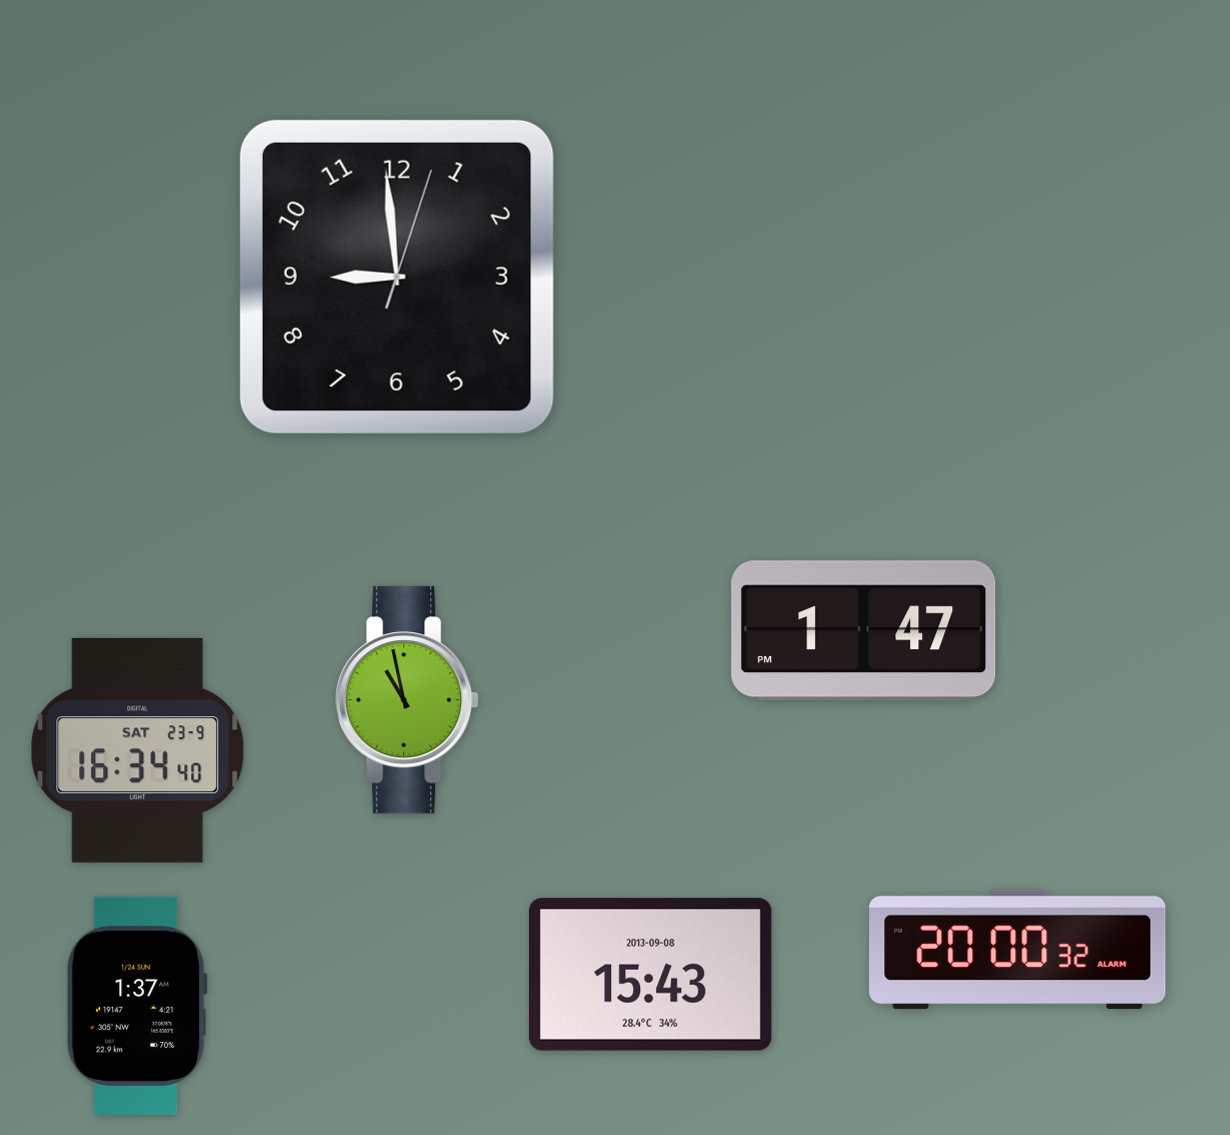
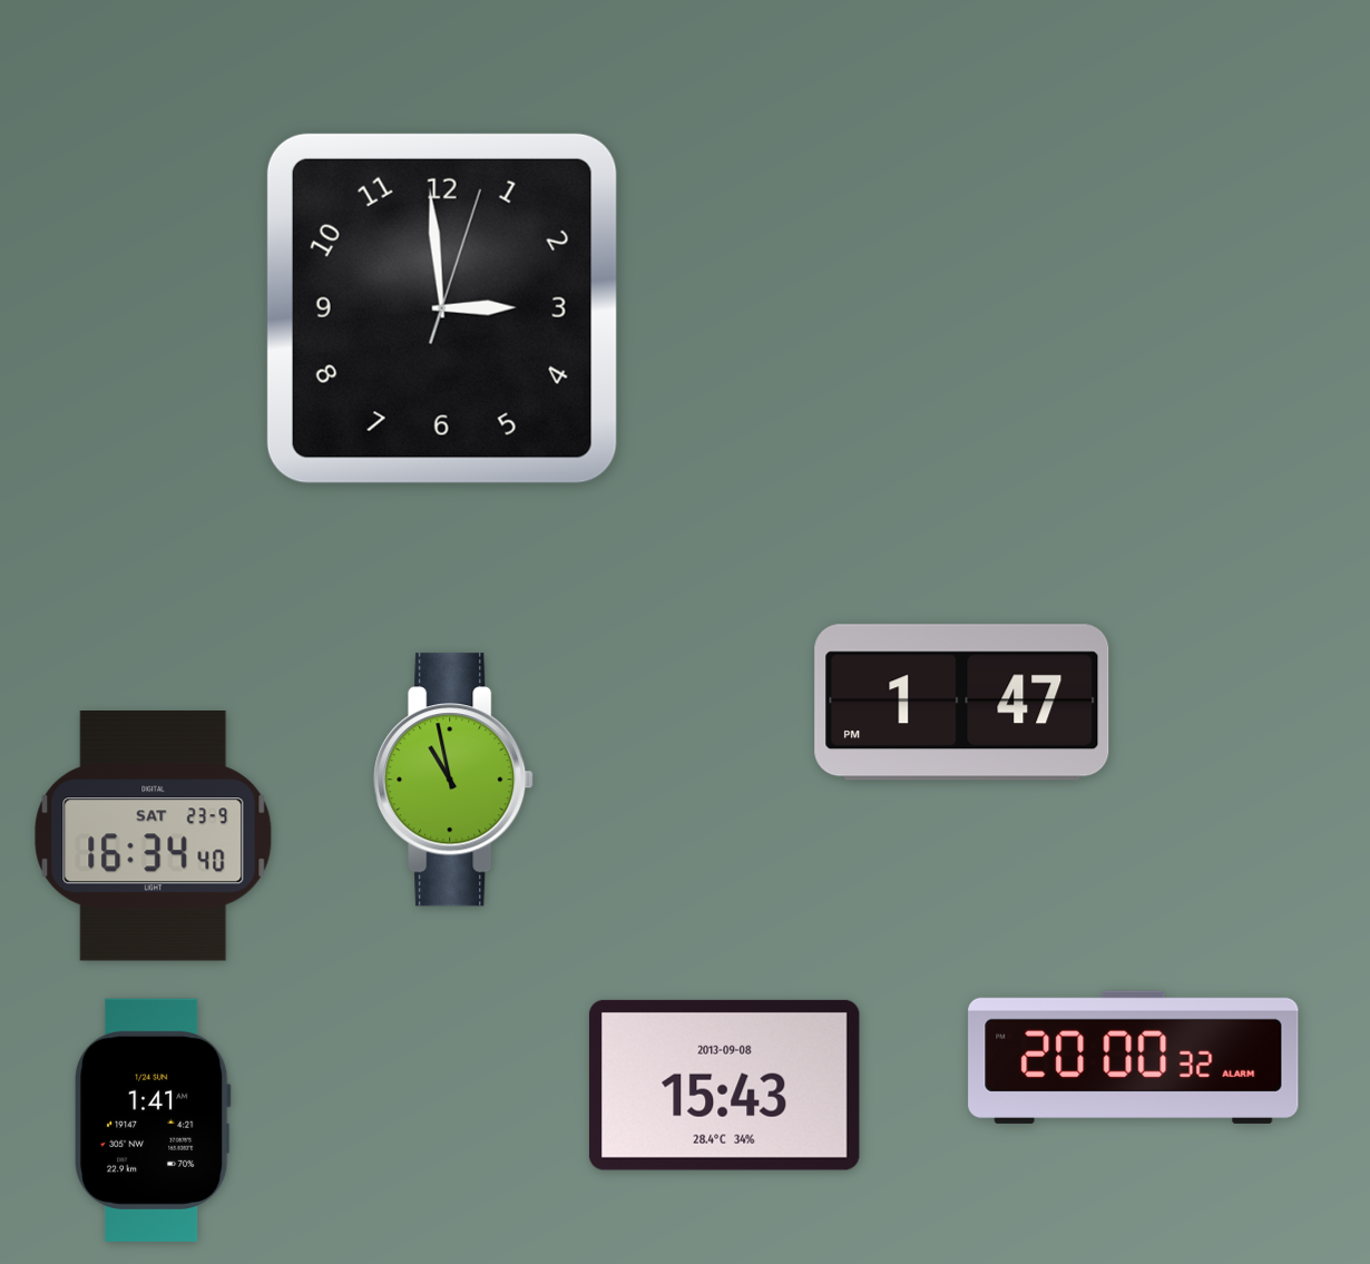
clock at (397, 277): 8:59 -> 2:59
clock at (137, 1006): 1:37 -> 1:41
